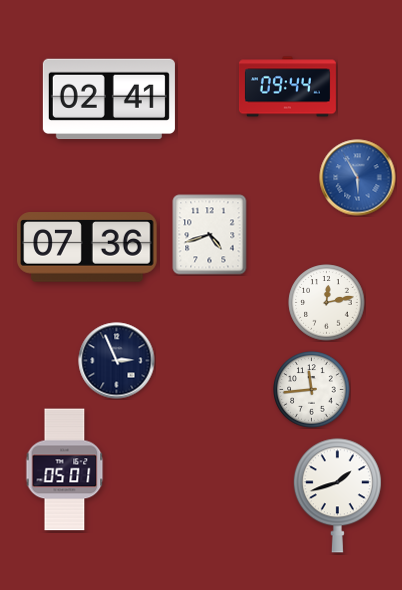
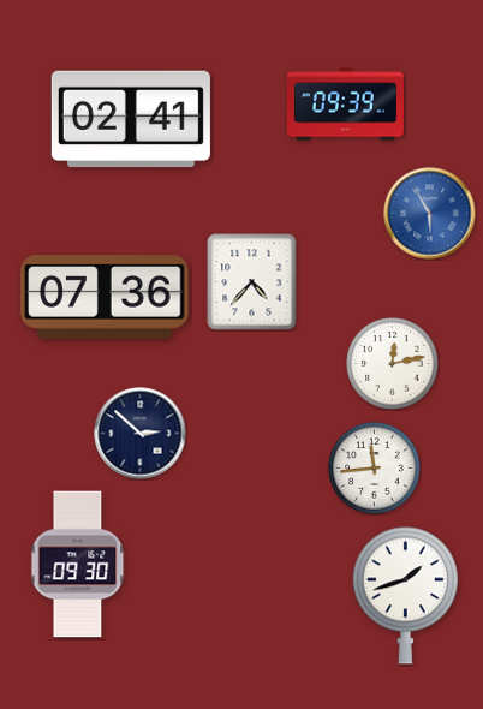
clock at (287, 87): 09:44 -> 09:39
clock at (210, 235): 4:42 -> 4:37
clock at (117, 361): 2:56 -> 2:52
clock at (65, 470): 05:01 -> 09:30
